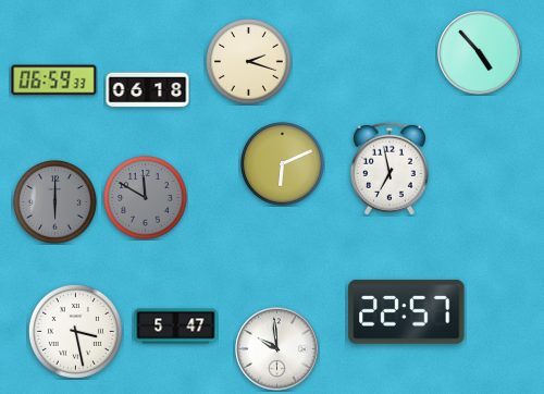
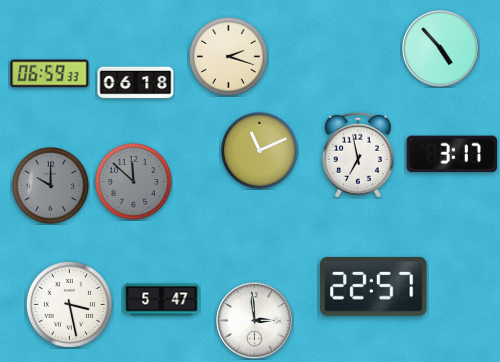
clock at (283, 164): 6:11 -> 11:11
clock at (451, 154): none -> 3:17
clock at (146, 198): 11:50 -> 11:52
clock at (55, 202): 6:00 -> 10:00
clock at (277, 349): 9:59 -> 2:59
